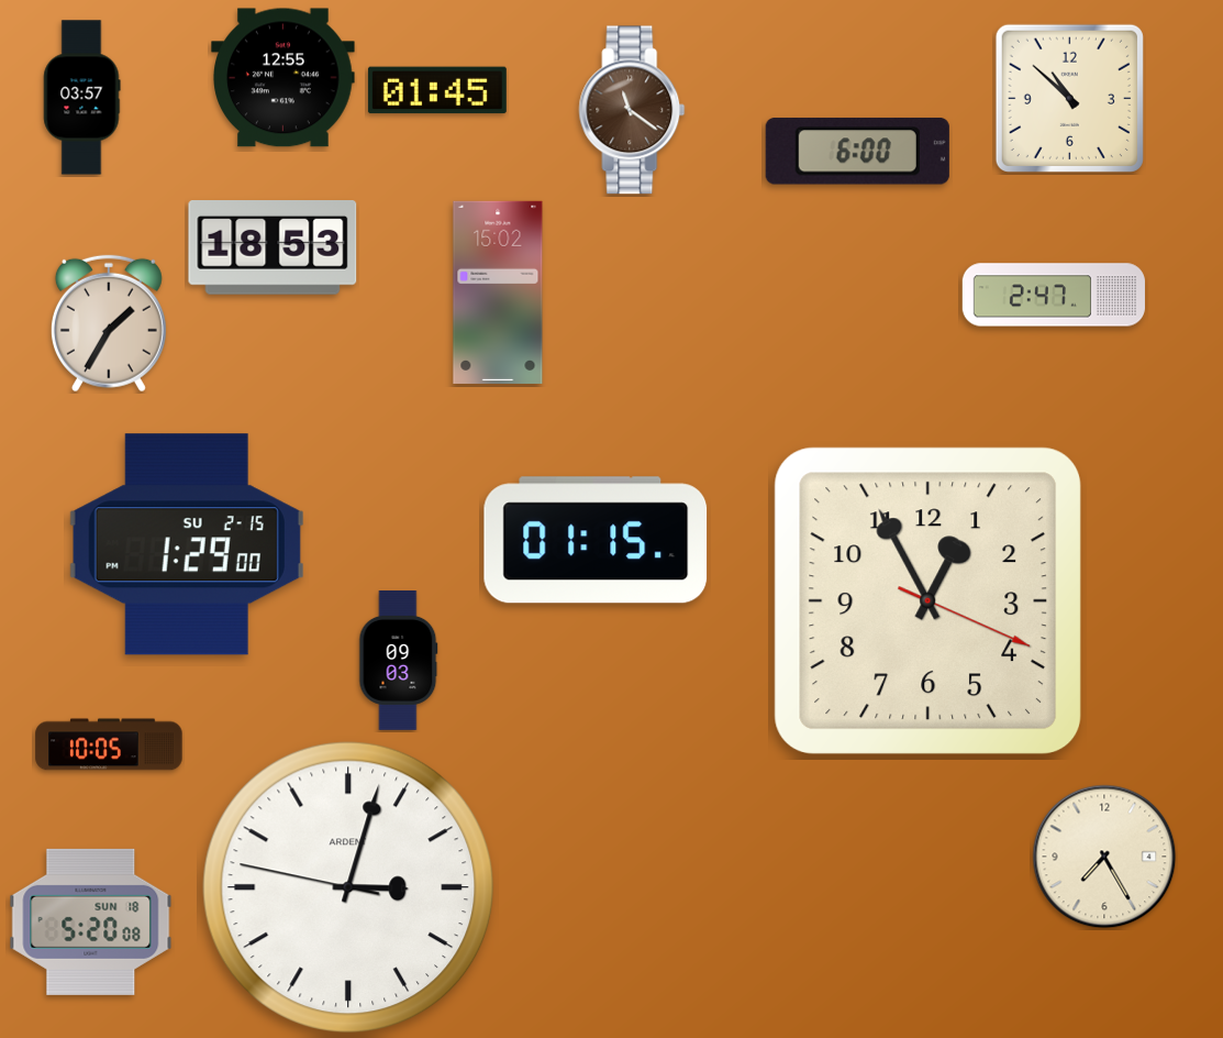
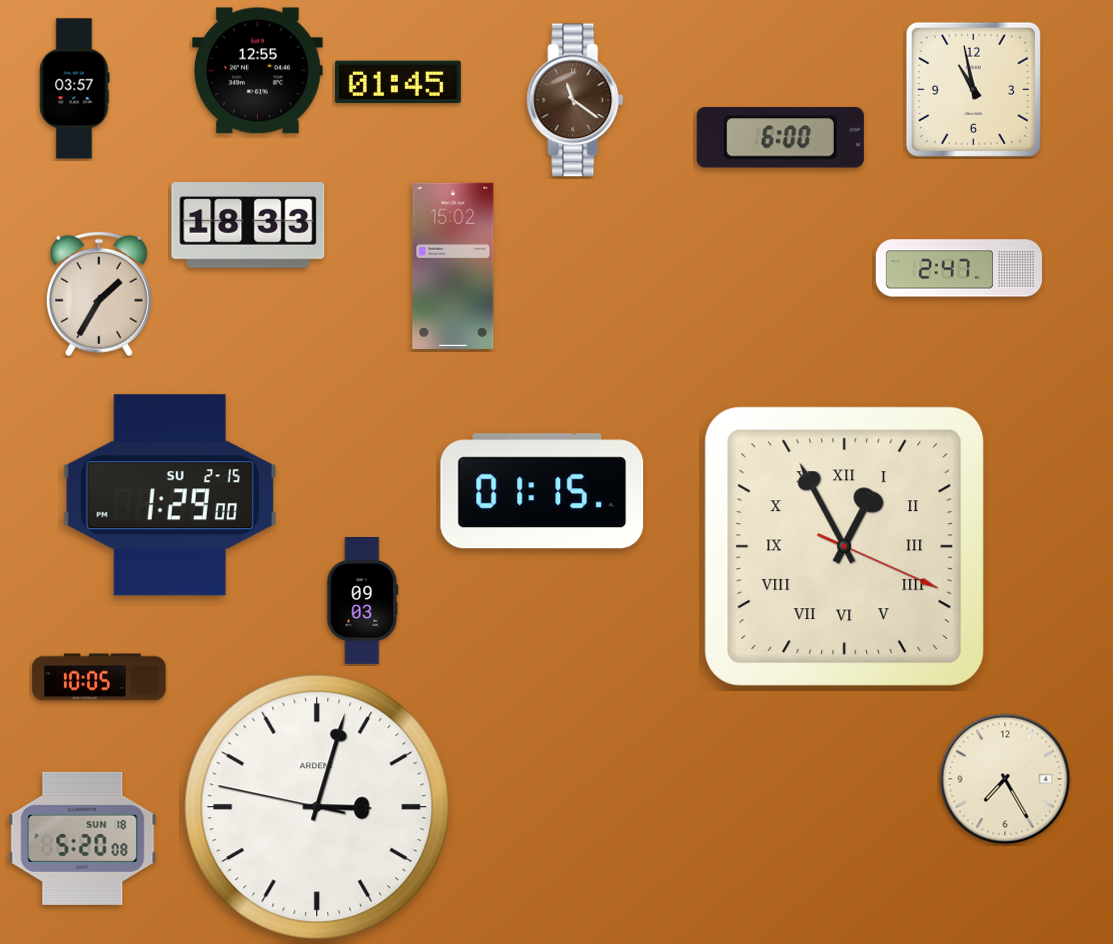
clock at (1069, 98): 10:52 -> 10:58
clock at (273, 249): 18:53 -> 18:33
clock at (929, 601) numerals: Arabic -> Roman
